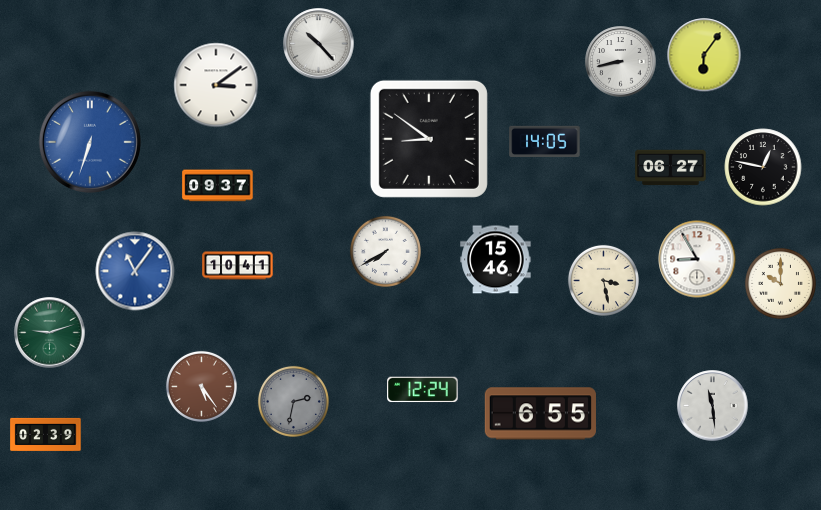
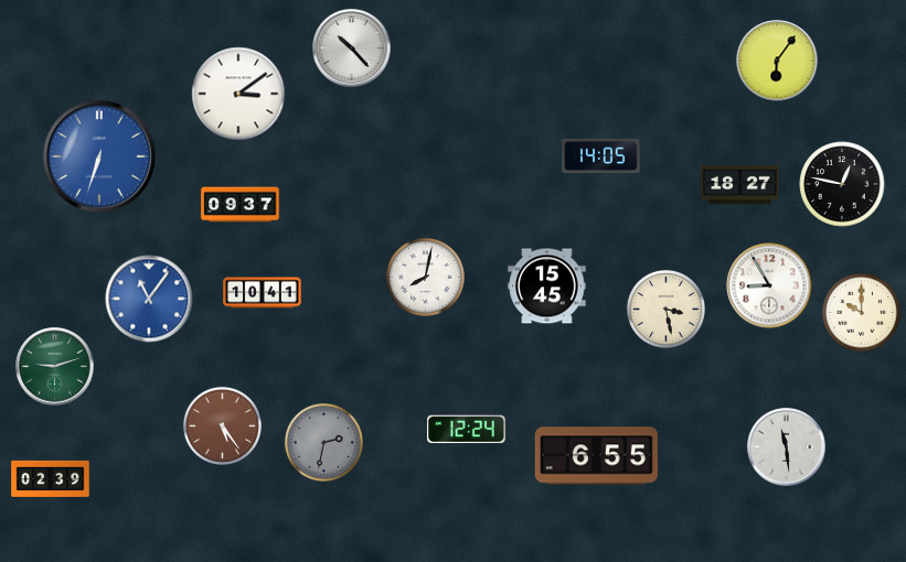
clock at (621, 62): 8:43 -> none
clock at (429, 139): 8:51 -> none
clock at (671, 168): 06:27 -> 18:27
clock at (385, 251): 7:40 -> 8:02
clock at (496, 260): 15:46 -> 15:45
